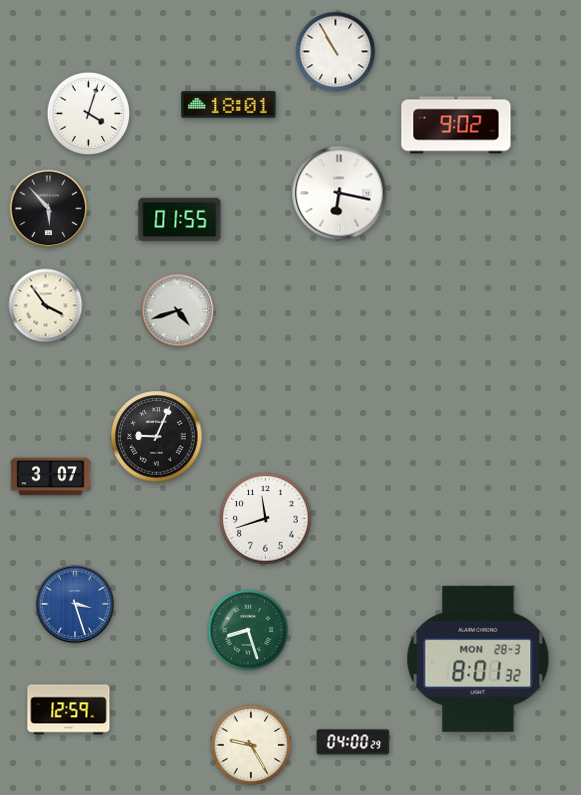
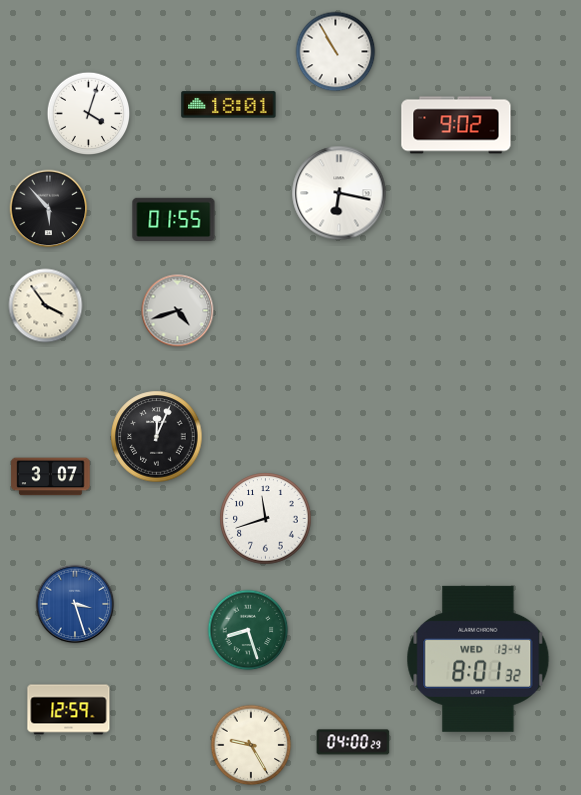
clock at (180, 220) position: (180, 220) -> (174, 220)
clock at (157, 437): 9:04 -> 12:04
clock at (478, 659) date: MON 28-3 -> WED 13-4
